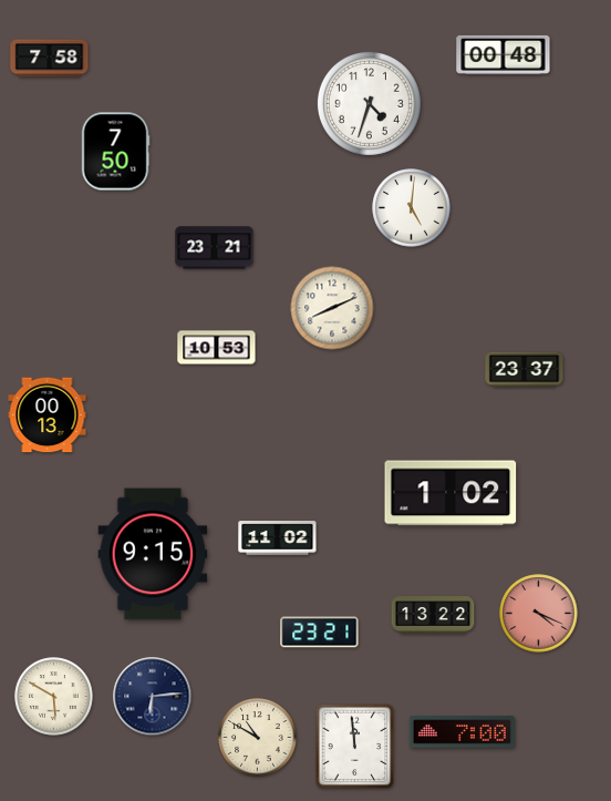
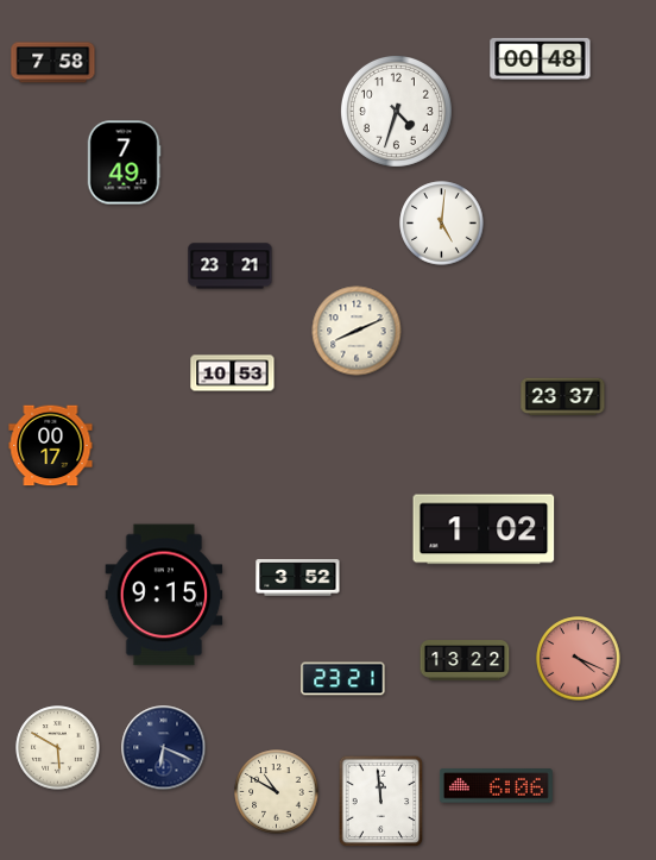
clock at (115, 152): 7:50 -> 7:49
clock at (48, 415): 00:13 -> 00:17
clock at (278, 538): 11:02 -> 3:52
clock at (153, 697): 6:14 -> 6:19
clock at (462, 732): 7:00 -> 6:06
